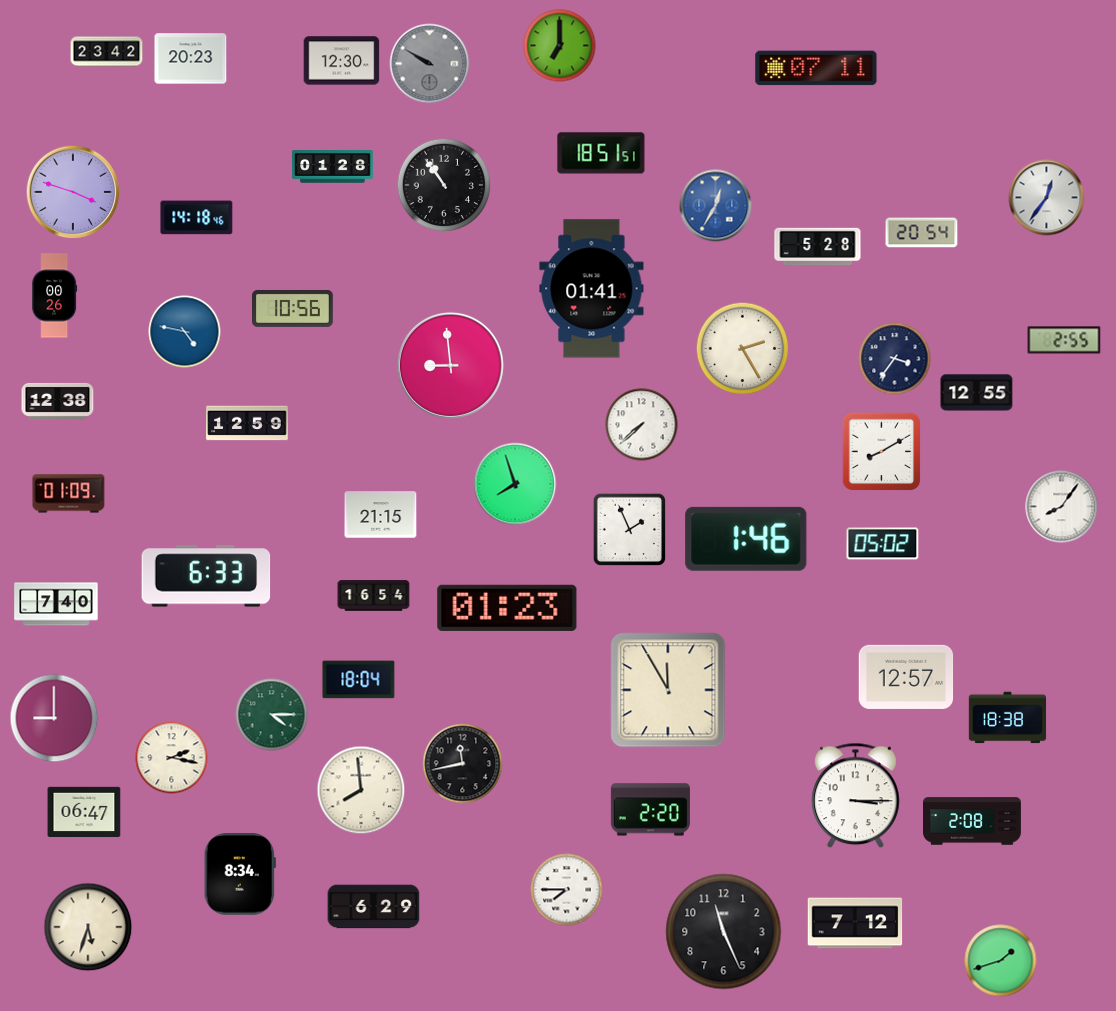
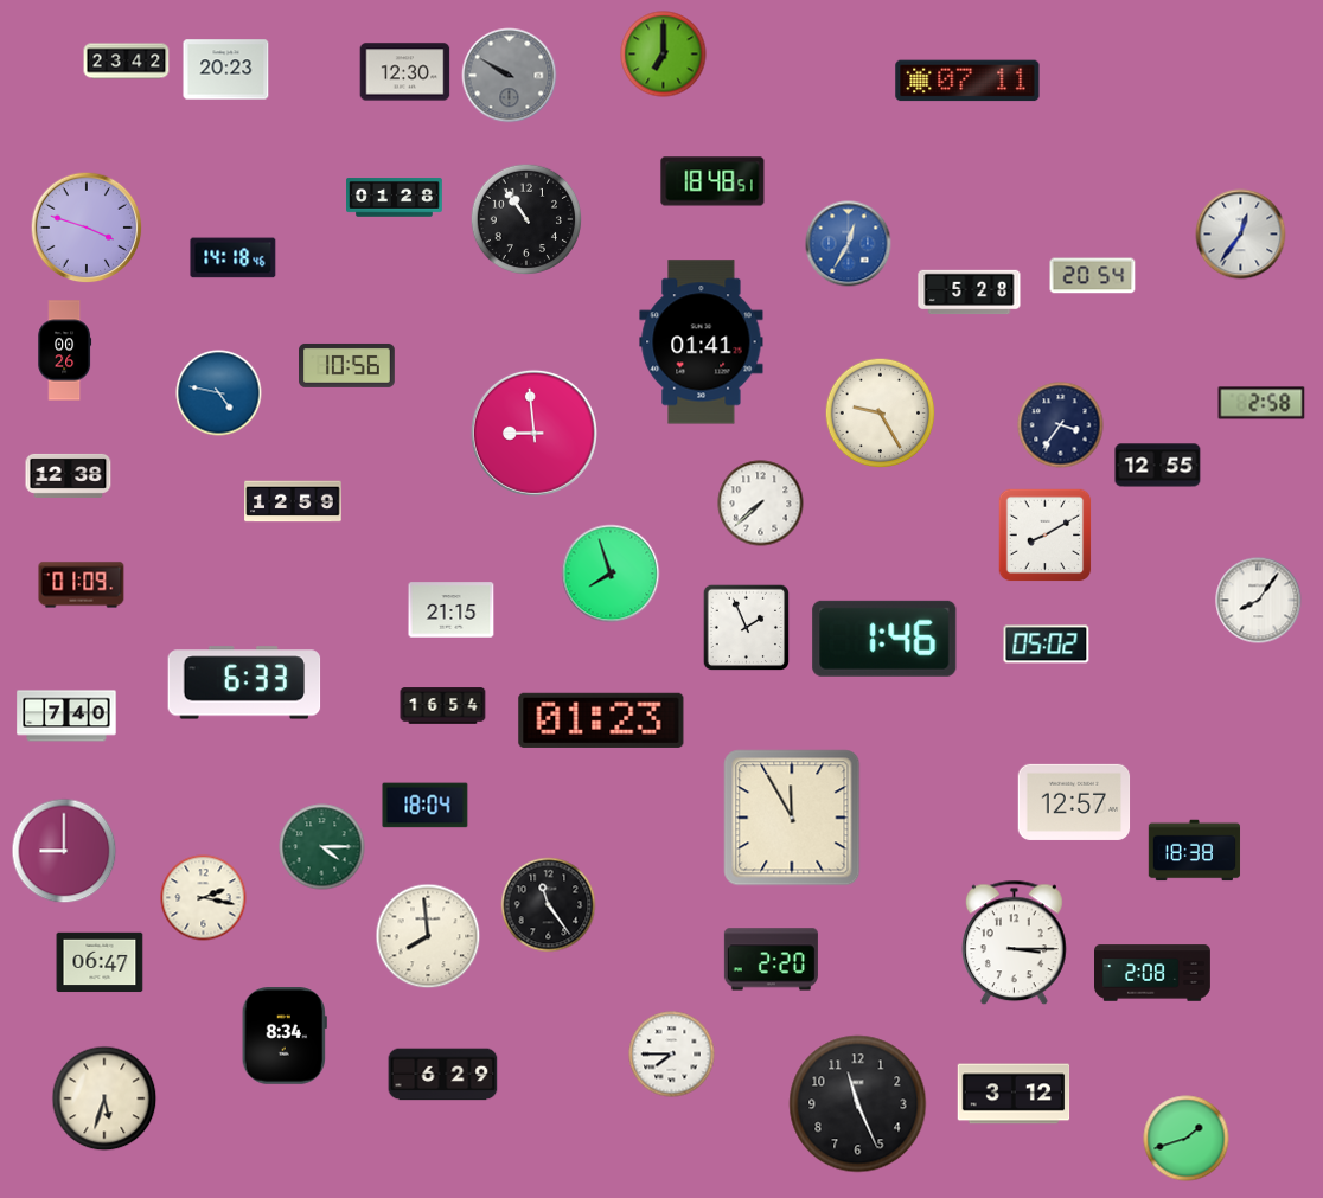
clock at (601, 153): 18:51 -> 18:48
clock at (1064, 340): 2:55 -> 2:58
clock at (743, 349): 2:25 -> 9:25
clock at (463, 764): 11:43 -> 11:24
clock at (855, 923): 7:12 -> 3:12
